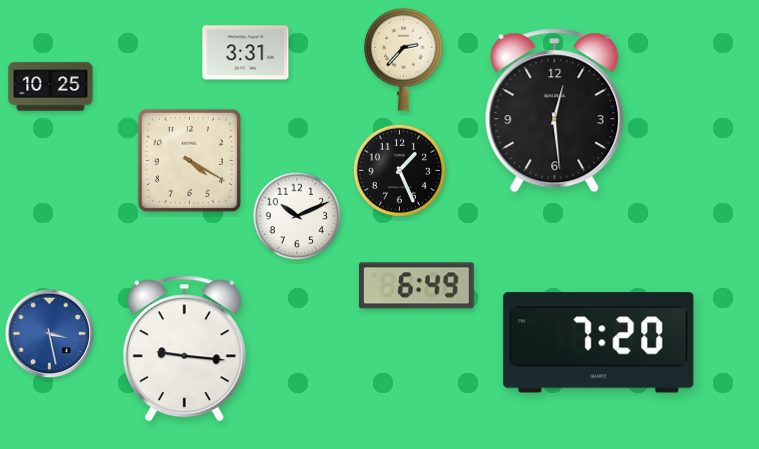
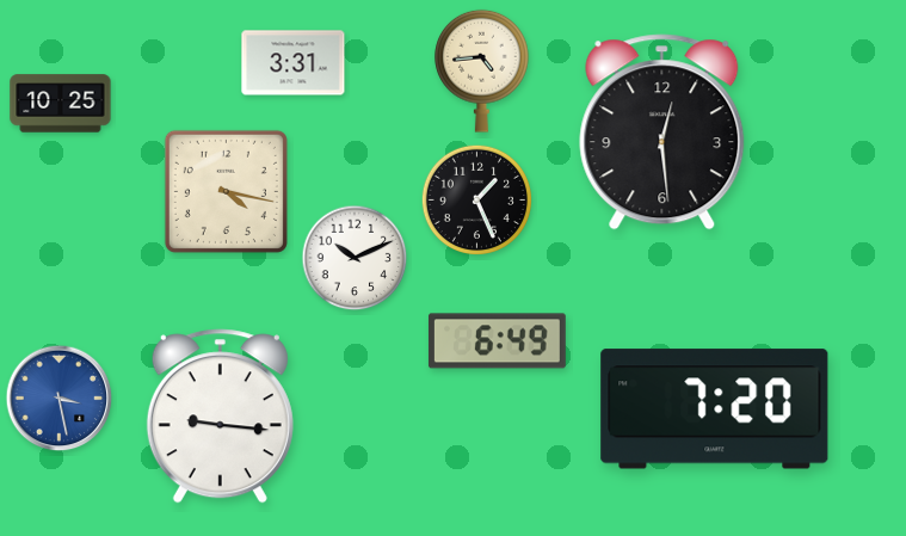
clock at (404, 59): 2:37 -> 4:44
clock at (189, 160): 4:20 -> 4:17
clock at (399, 170) position: (399, 170) -> (476, 199)
